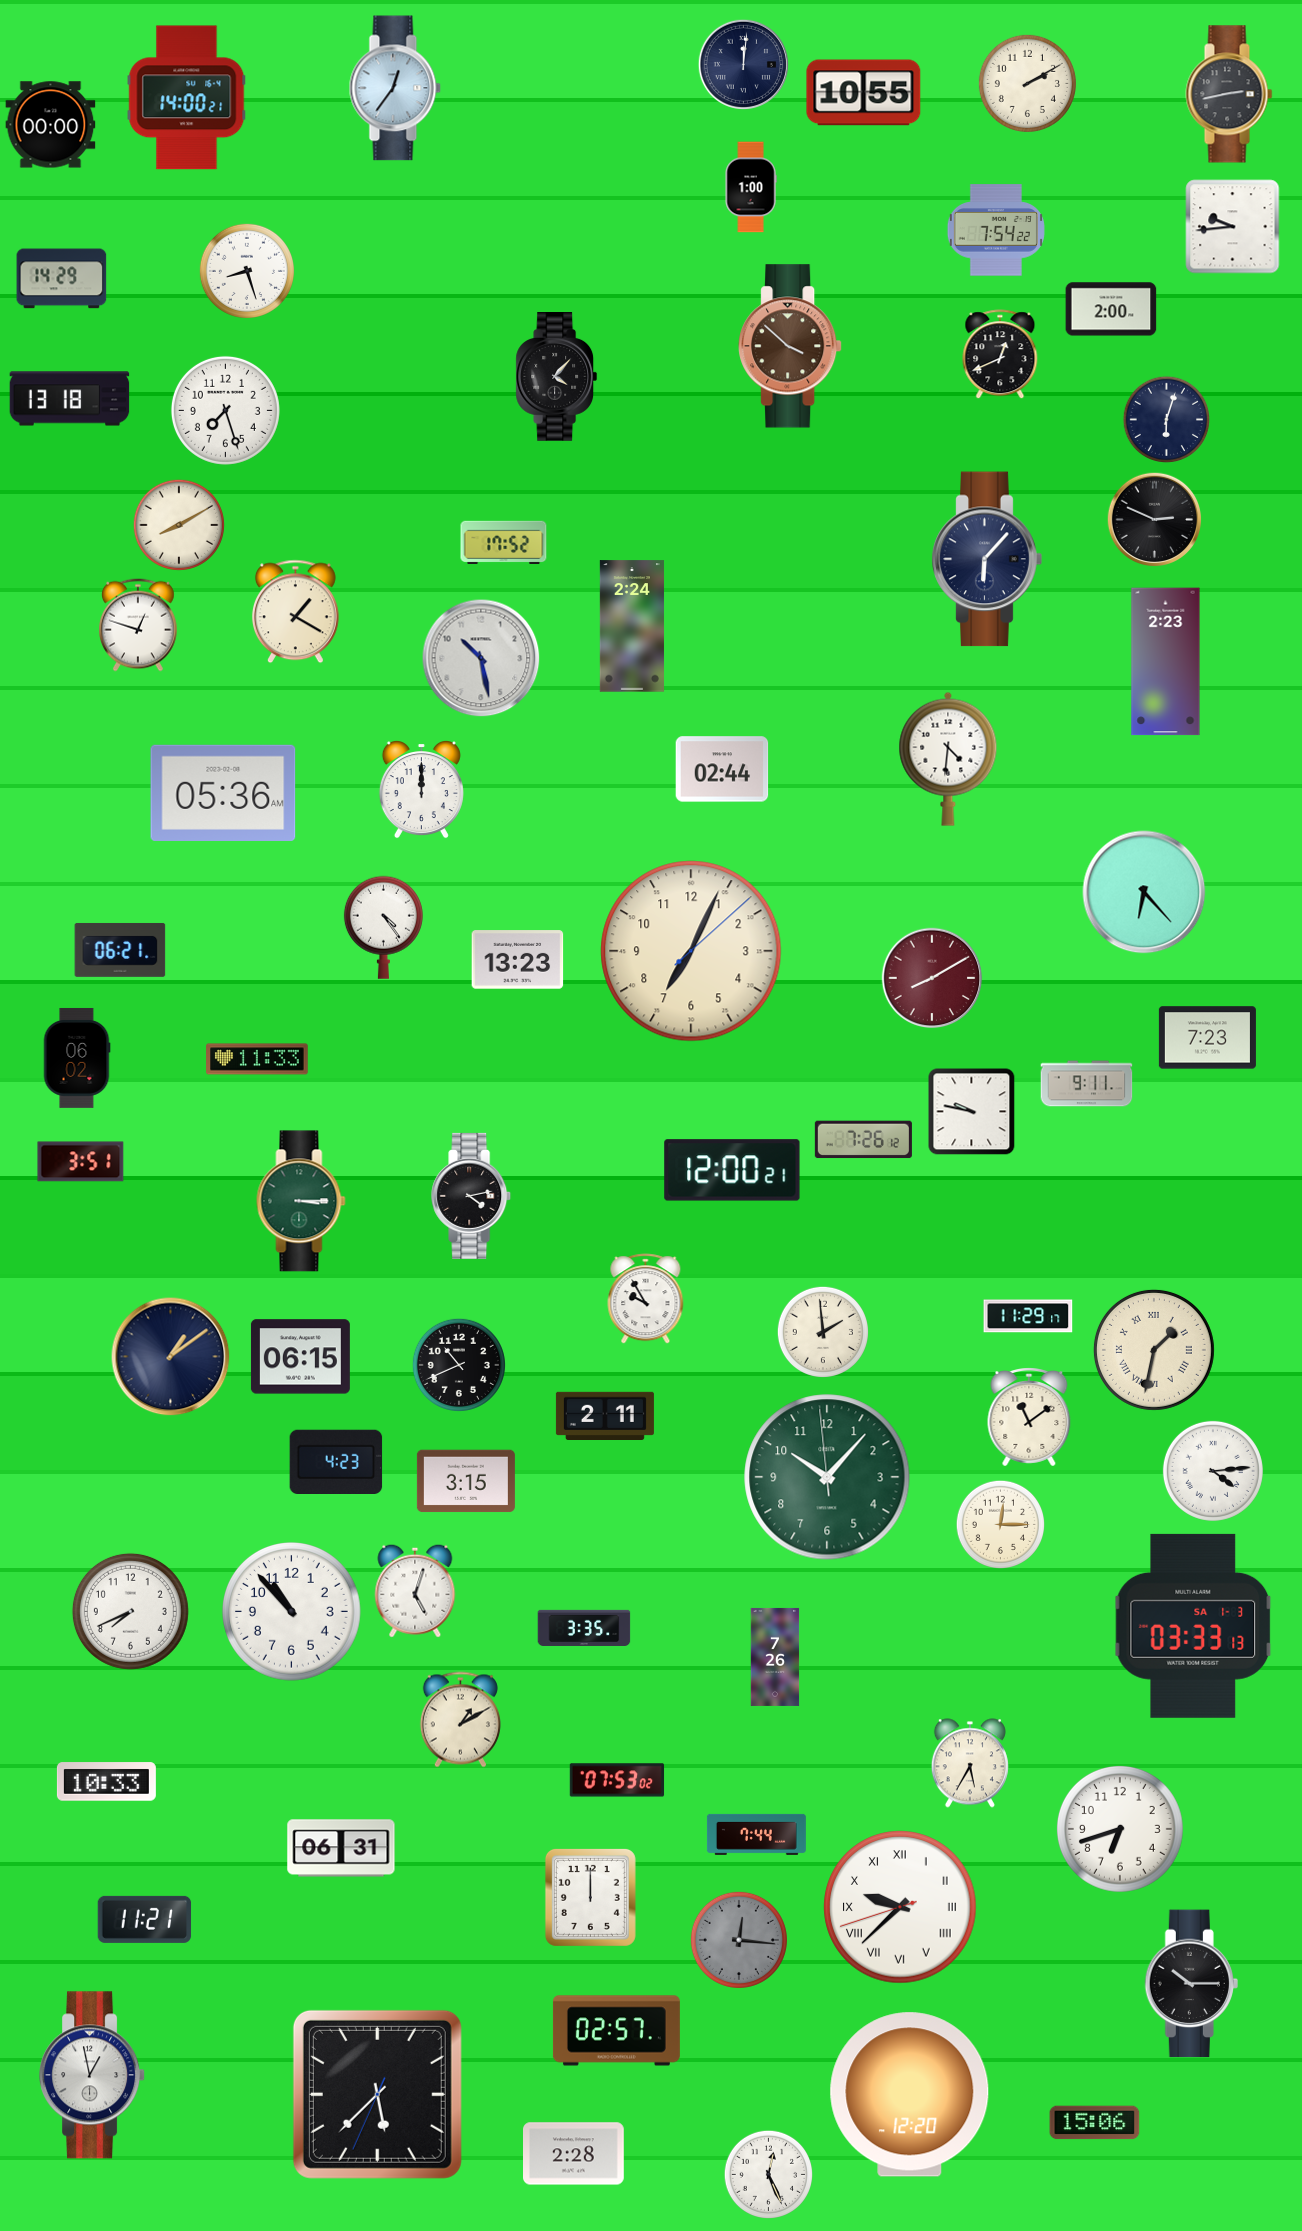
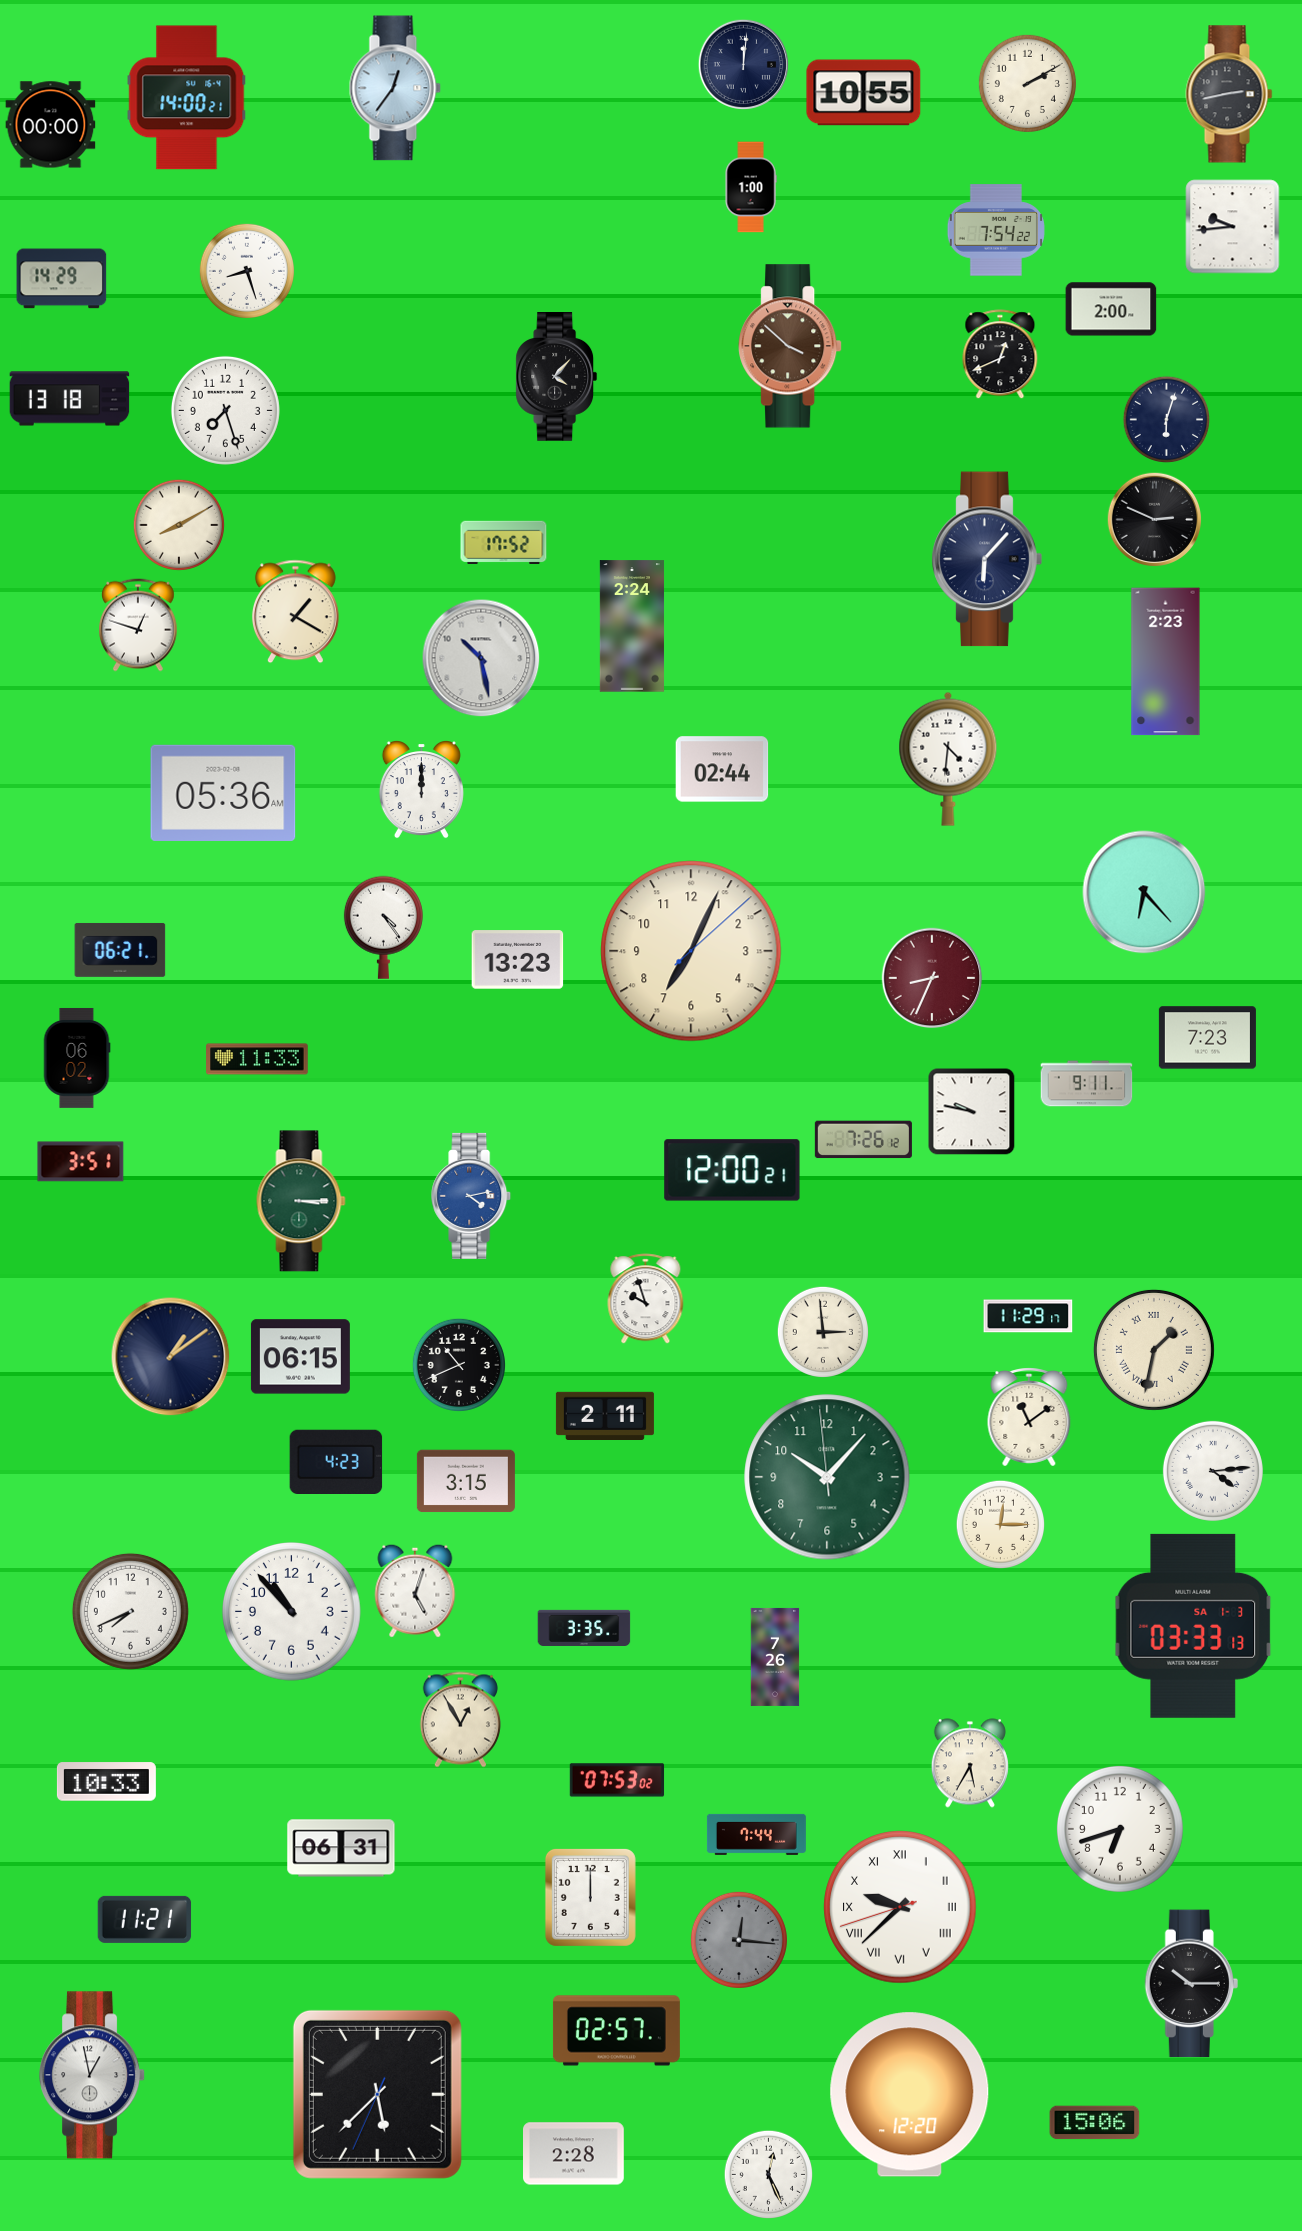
clock at (932, 978): 8:10 -> 8:34
clock at (472, 1196) dial: black -> blue
clock at (646, 1299): 9:55 -> 9:57
clock at (823, 1332): 1:59 -> 2:59
clock at (460, 1720): 1:10 -> 12:55
